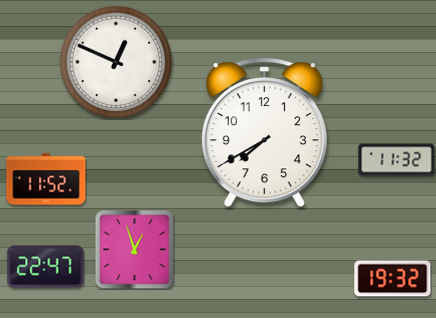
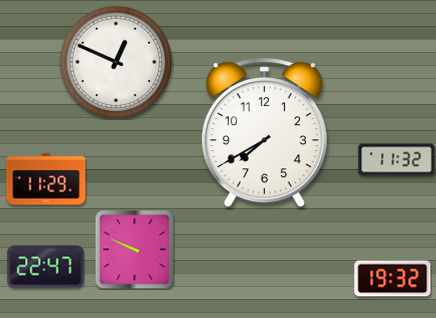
clock at (46, 179): 11:52 -> 11:29
clock at (134, 249): 12:57 -> 9:49
